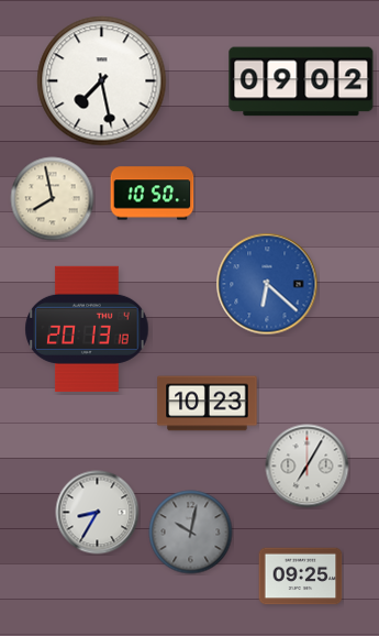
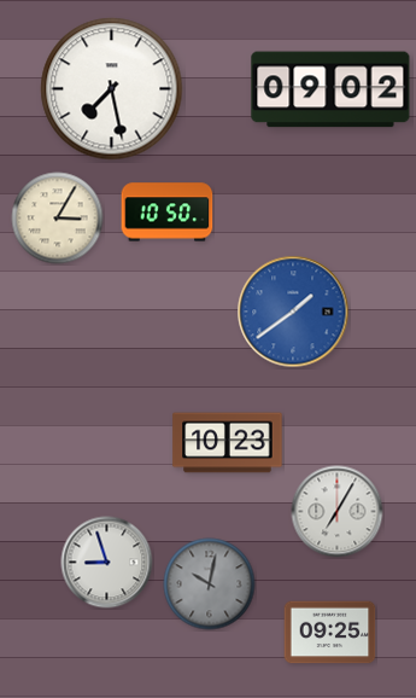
clock at (53, 199): 7:58 -> 3:05
clock at (267, 284): 6:22 -> 1:39
clock at (87, 329): 20:13 -> none
clock at (98, 513): 8:35 -> 8:57
